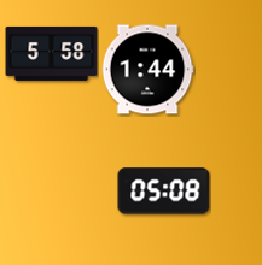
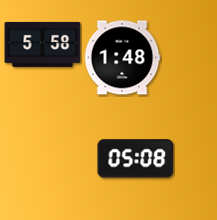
clock at (147, 70): 1:44 -> 1:48
